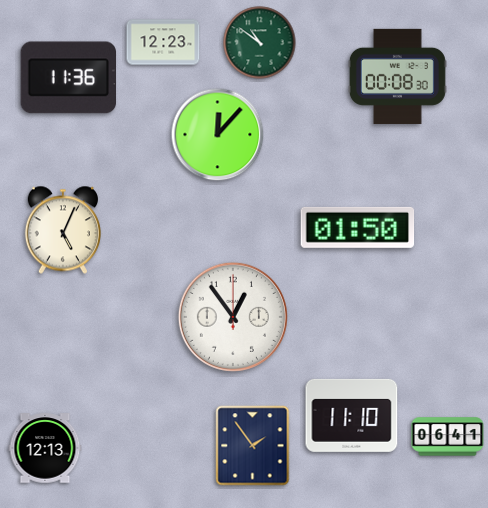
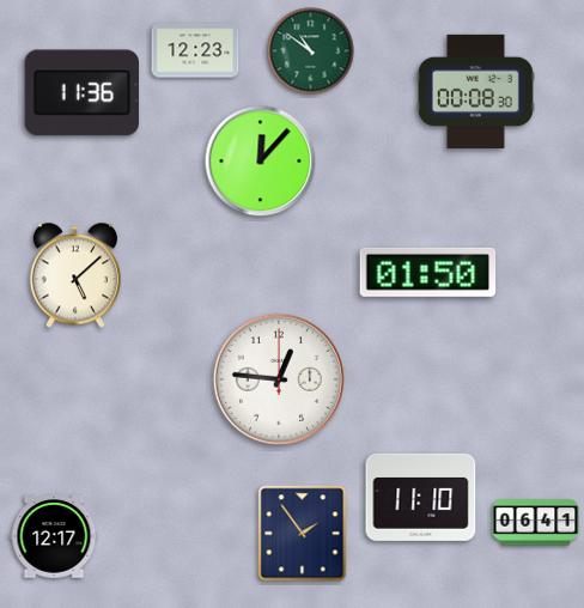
clock at (63, 230): 5:04 -> 5:08
clock at (233, 317): 12:54 -> 12:46
clock at (45, 448): 12:13 -> 12:17
